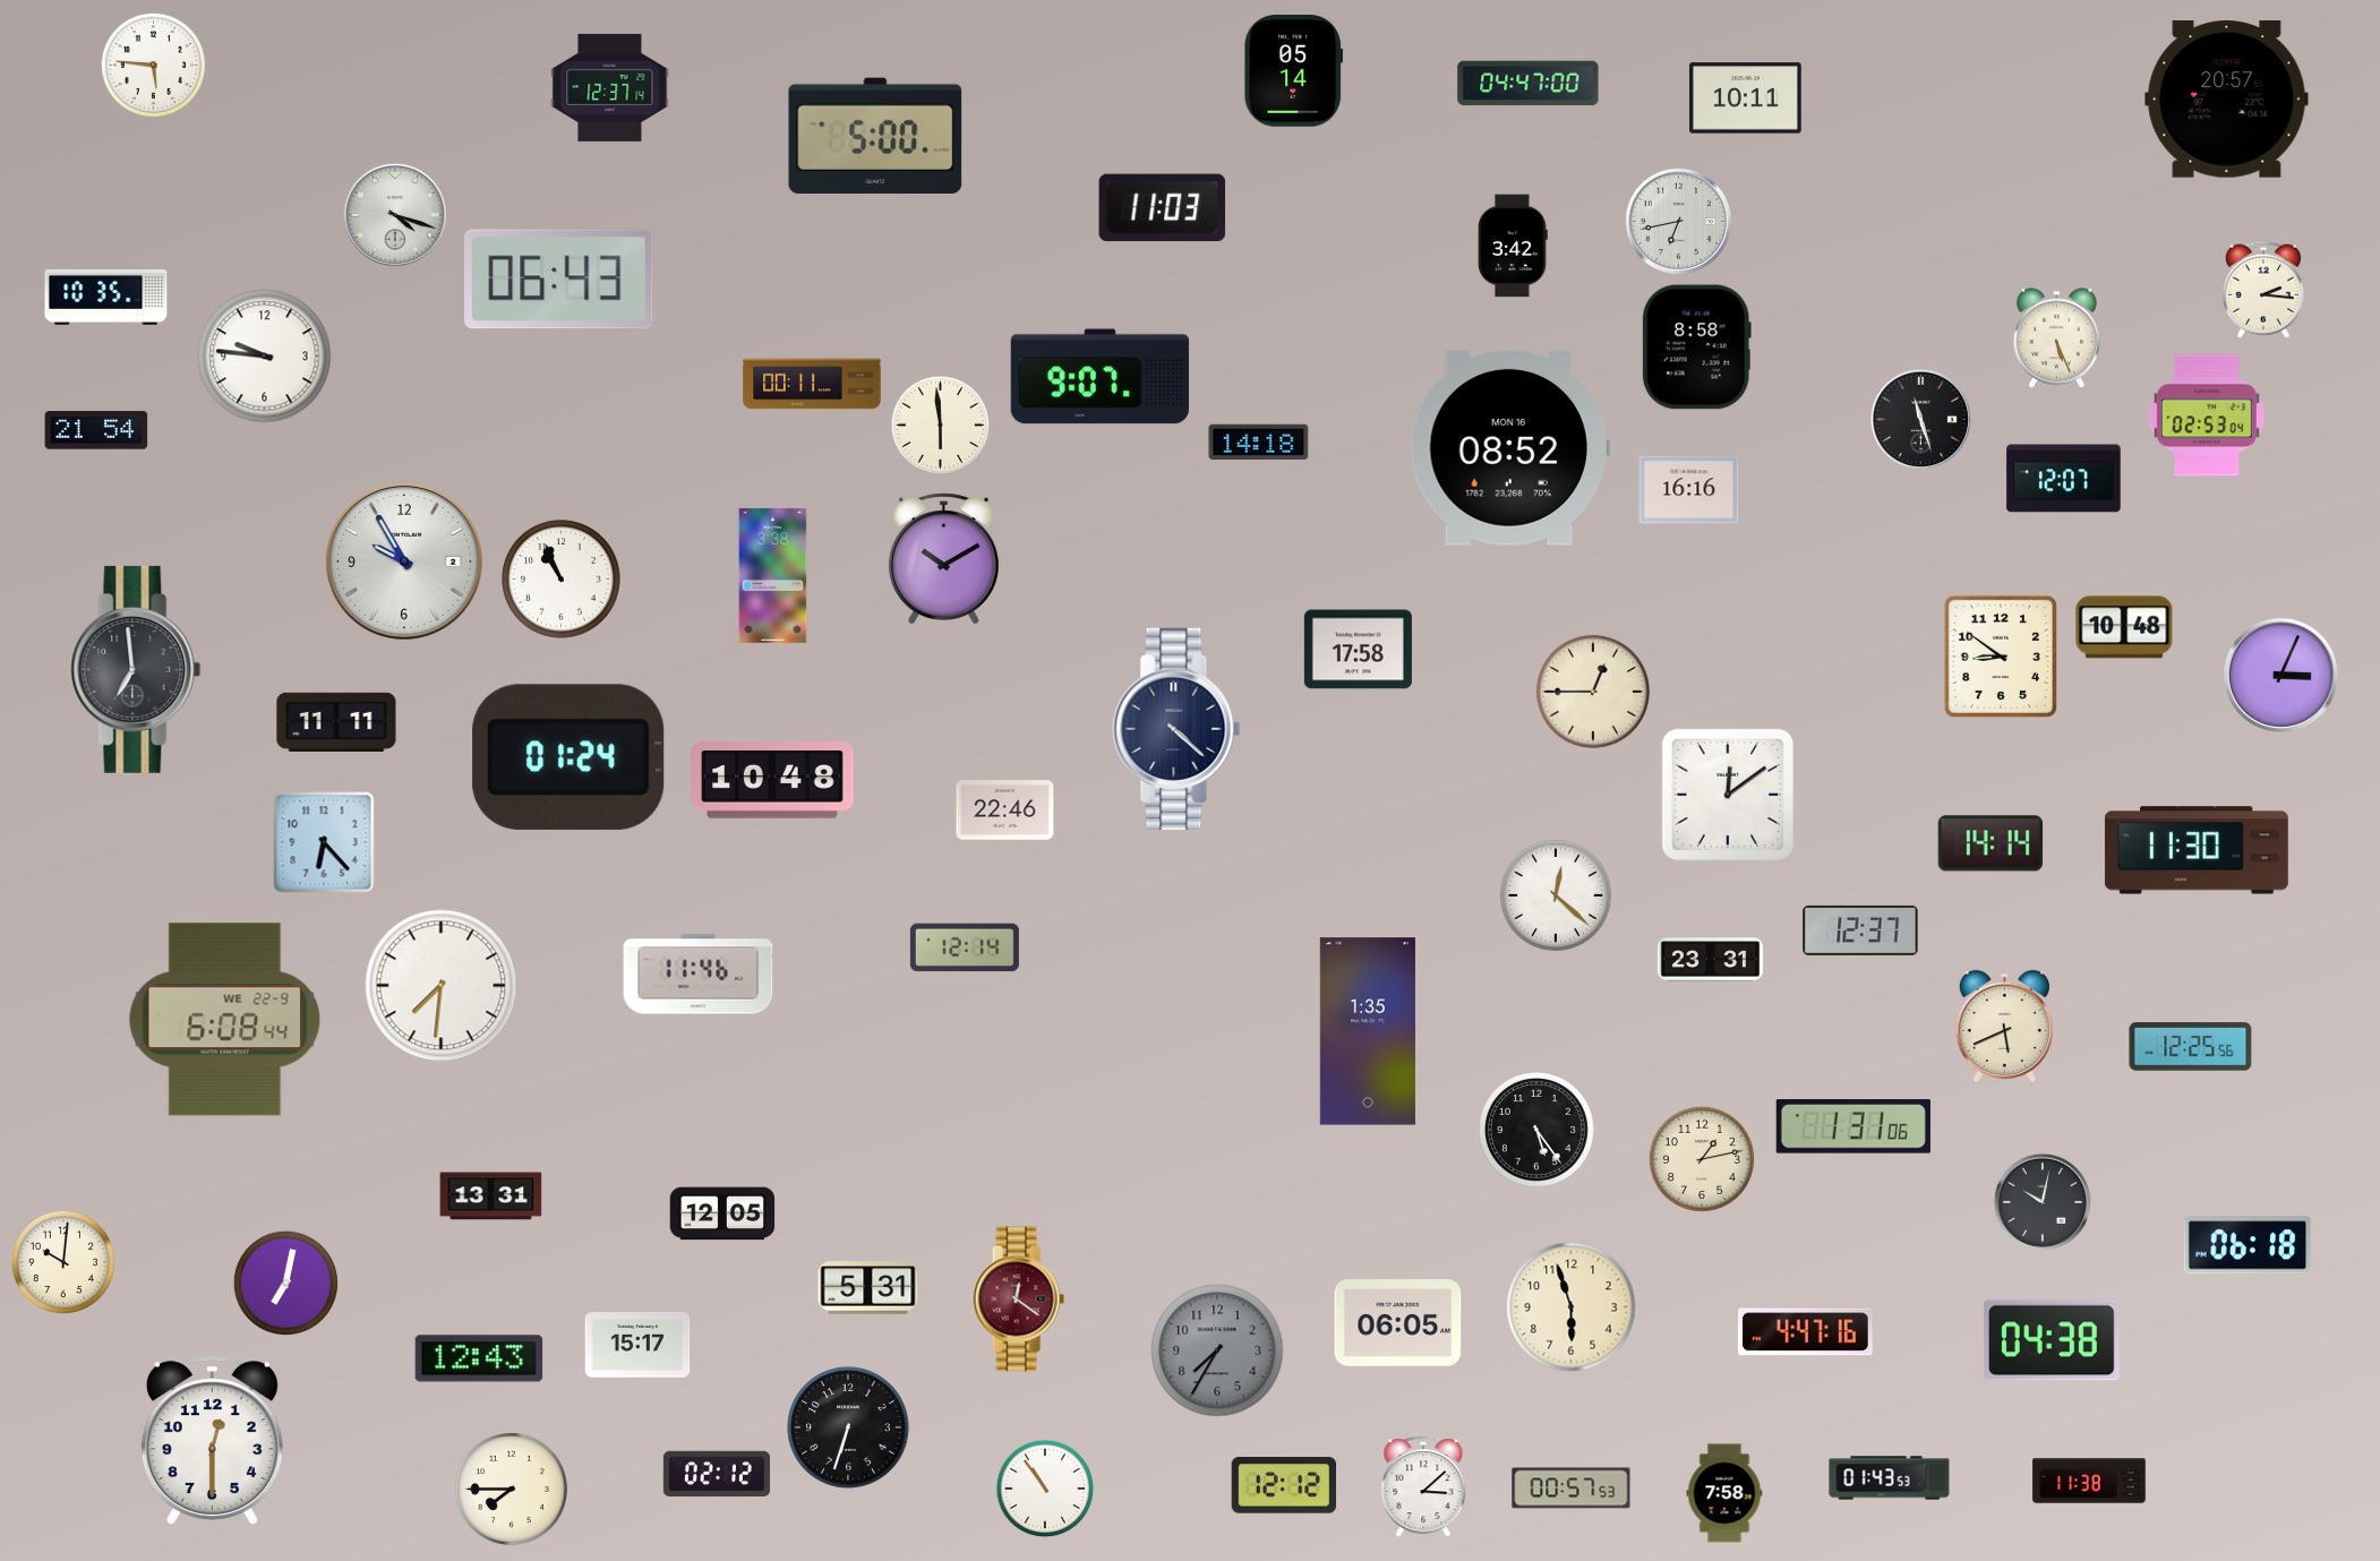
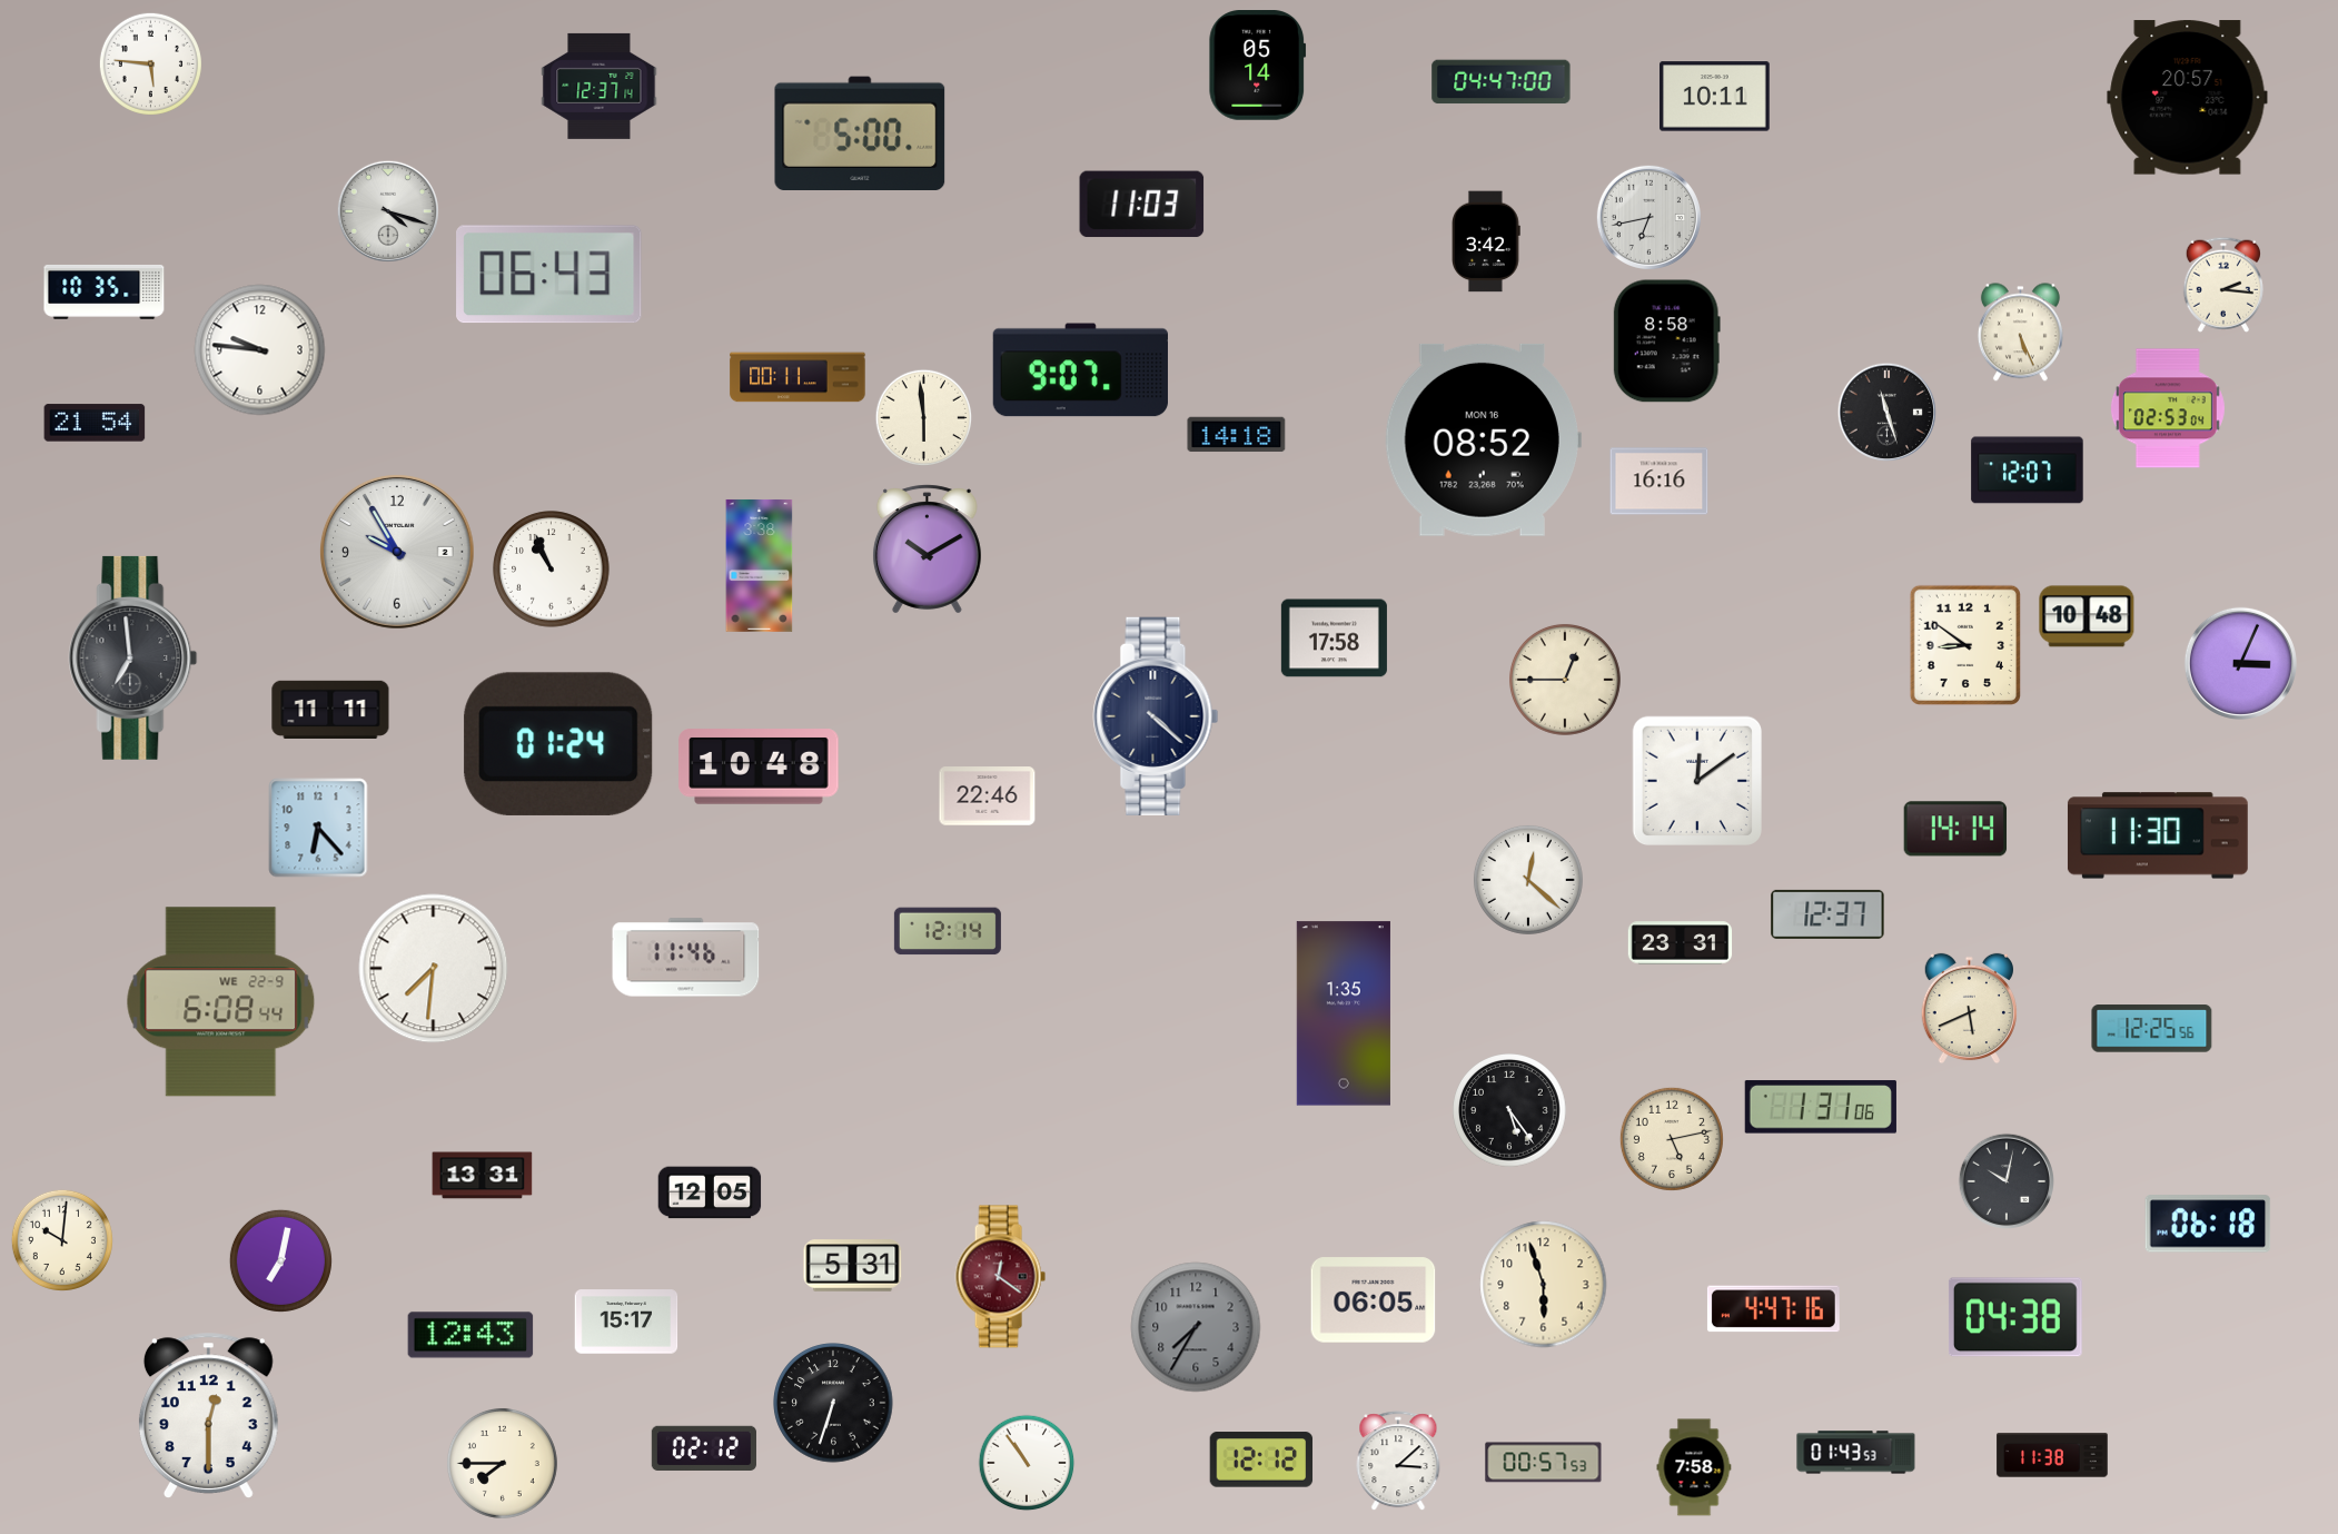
clock at (1294, 71) position: (1294, 71) -> (1258, 66)
clock at (1702, 1159): 1:13 -> 5:13
